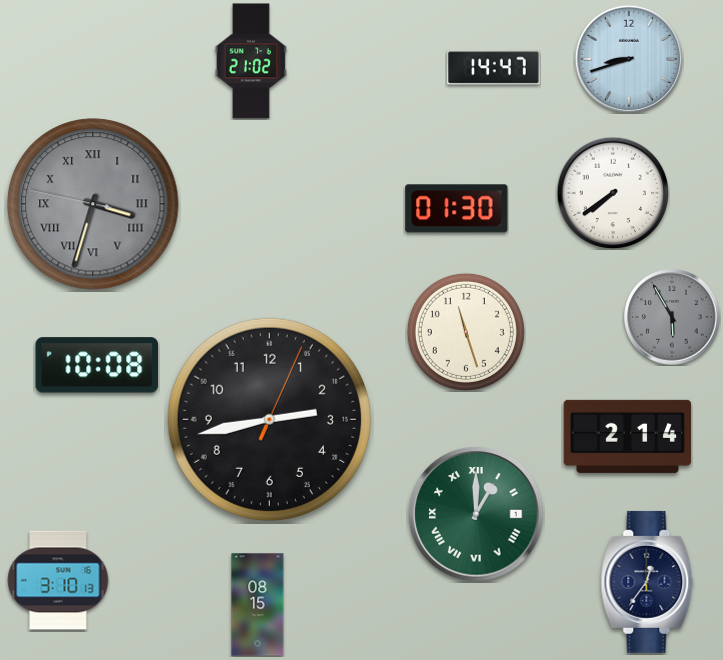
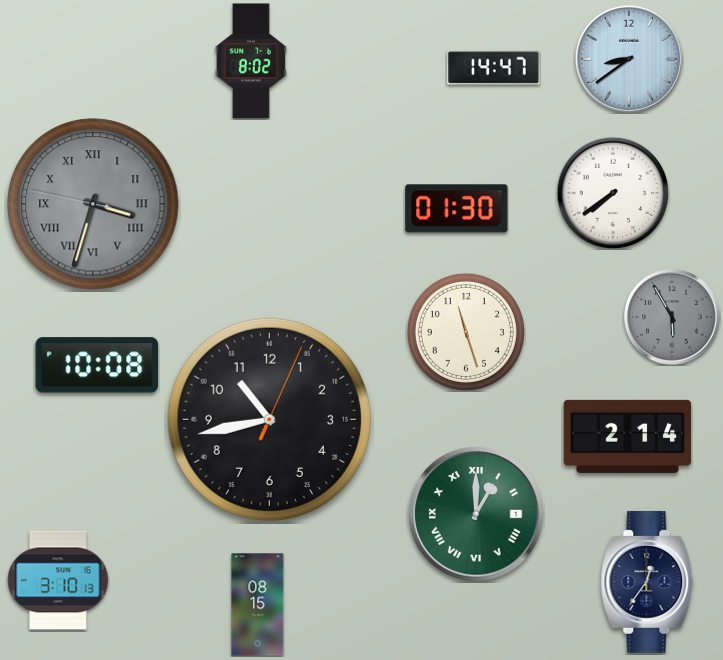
clock at (629, 59): 8:42 -> 8:39
clock at (251, 61): 21:02 -> 8:02
clock at (269, 419): 2:43 -> 10:43
